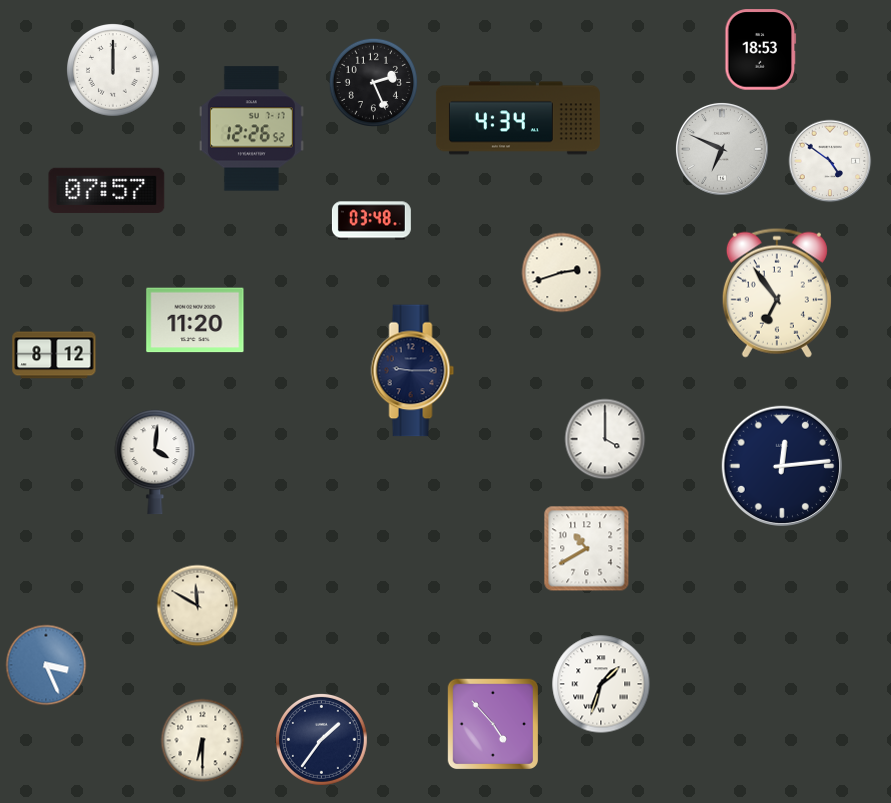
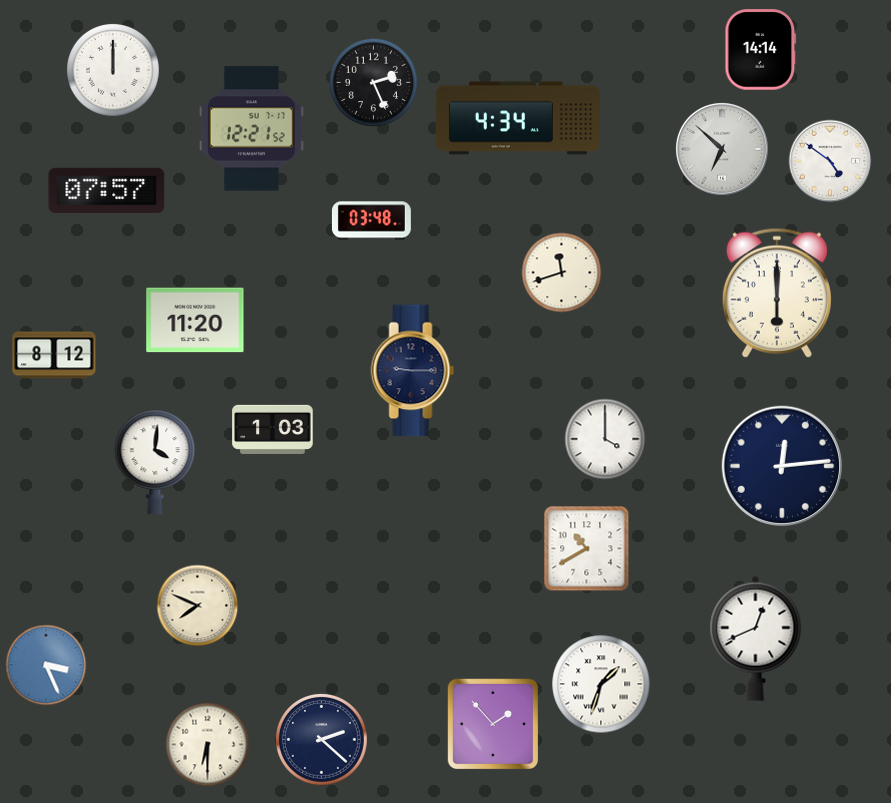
clock at (761, 50): 18:53 -> 14:14
clock at (251, 129): 12:26 -> 12:21
clock at (722, 149): 6:49 -> 6:52
clock at (562, 273): 2:42 -> 11:42
clock at (777, 293): 6:54 -> 6:00
clock at (273, 429): none -> 1:03
clock at (198, 606): 11:50 -> 7:49
clock at (756, 638): none -> 12:41
clock at (492, 723): 4:53 -> 1:53
clock at (321, 739): 1:36 -> 2:22
clock at (203, 741) position: (203, 741) -> (208, 745)
